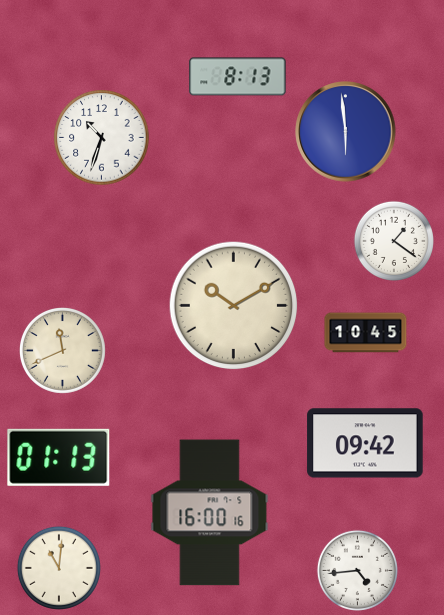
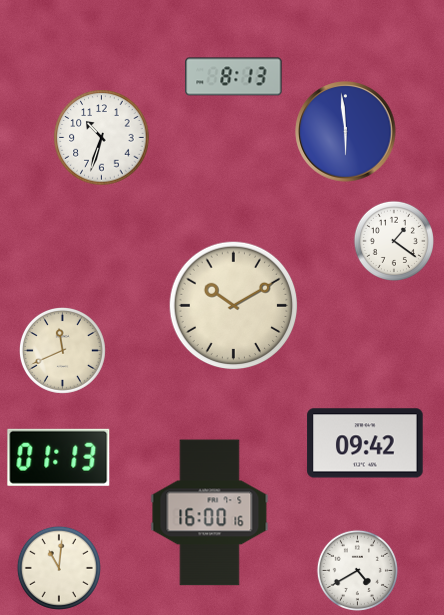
clock at (238, 77) position: (238, 77) -> (234, 77)
clock at (366, 333): 10:45 -> none
clock at (357, 570): 4:44 -> 4:40
